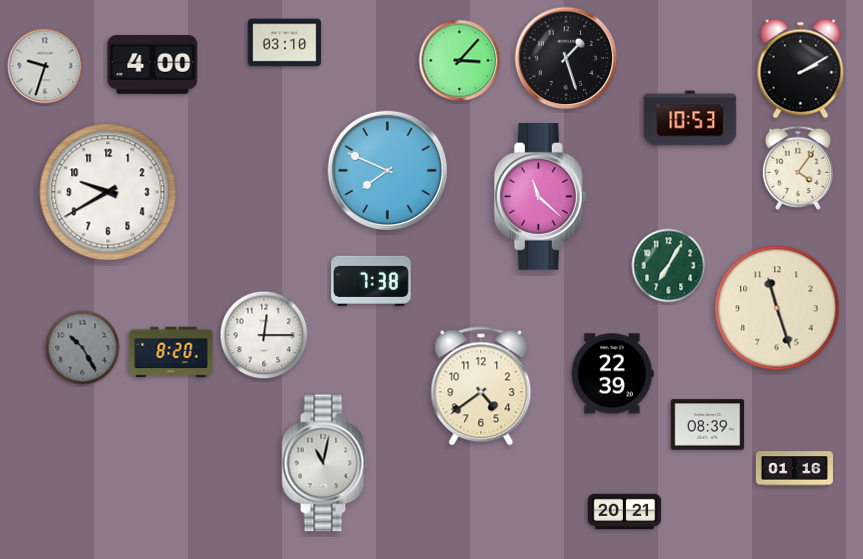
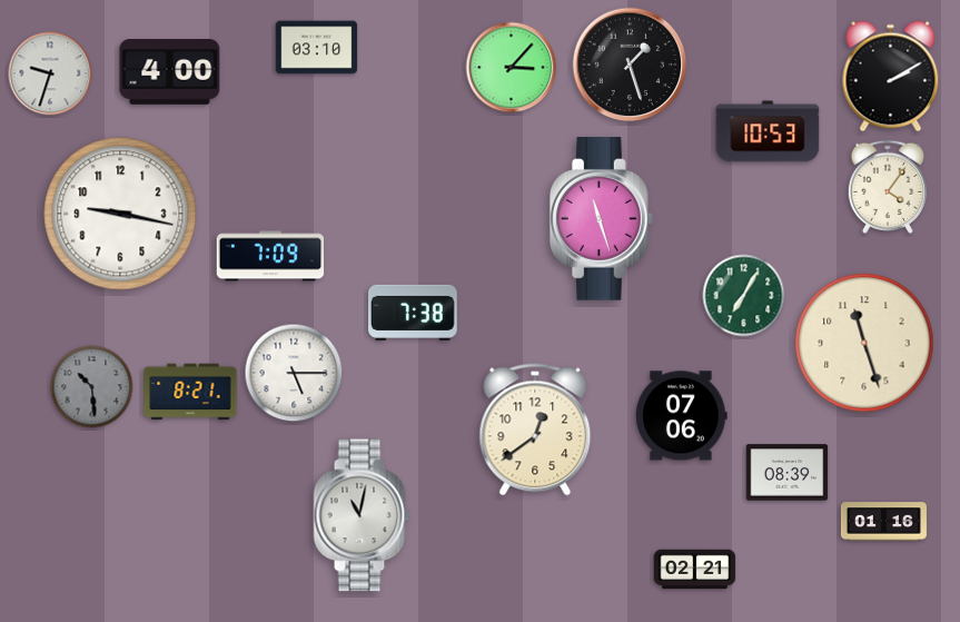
clock at (388, 171): 7:49 -> none
clock at (108, 192): 9:40 -> 9:17
clock at (540, 197): 11:22 -> 11:27
clock at (270, 256): none -> 7:09
clock at (264, 335): 12:15 -> 5:15
clock at (83, 348): 10:25 -> 10:29
clock at (171, 352): 8:20 -> 8:21
clock at (613, 374): 22:39 -> 07:06
clock at (481, 386): 4:39 -> 12:39
clock at (625, 512): 20:21 -> 02:21
